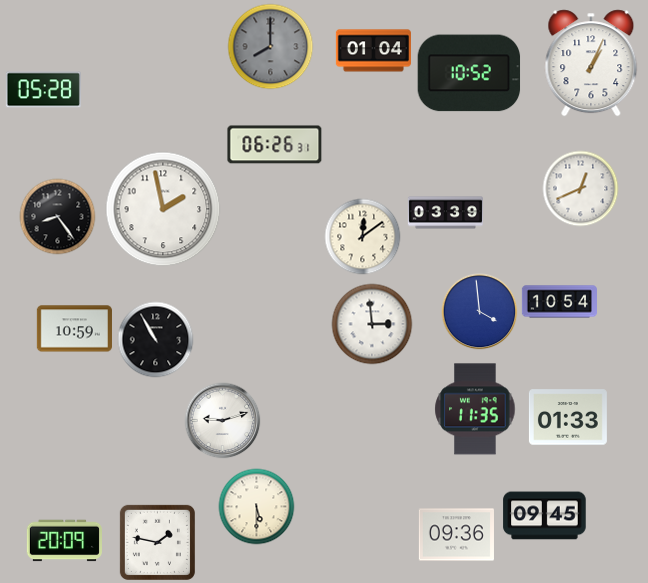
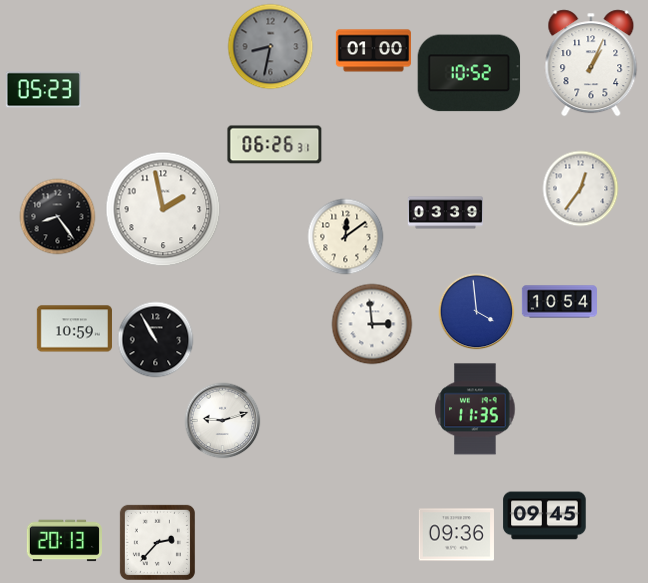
clock at (271, 47): 8:00 -> 8:32
clock at (373, 51): 01:04 -> 01:00
clock at (43, 90): 05:28 -> 05:23
clock at (581, 189): 12:41 -> 12:36
clock at (363, 237) position: (363, 237) -> (346, 237)
clock at (480, 312) position: (480, 312) -> (477, 312)
clock at (568, 417): 01:33 -> none
clock at (257, 507): 5:30 -> none
clock at (64, 541): 20:09 -> 20:13
clock at (157, 542): 1:47 -> 2:37
